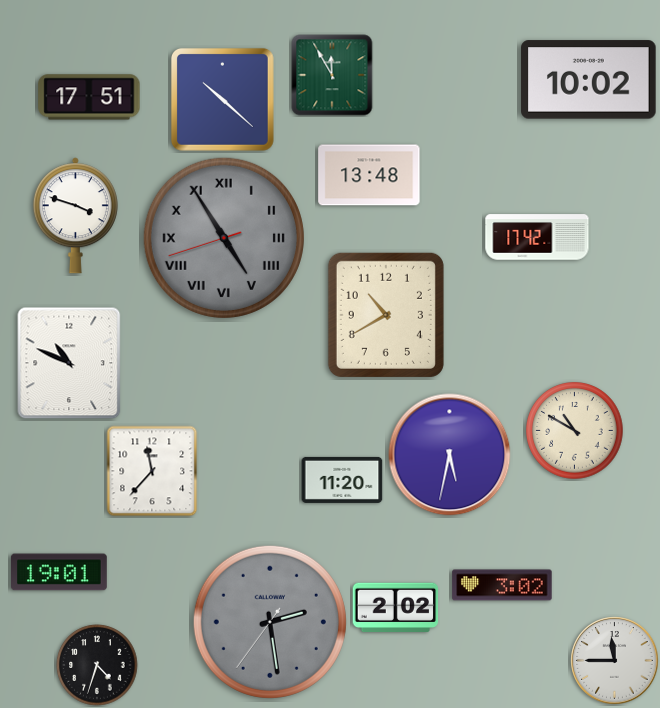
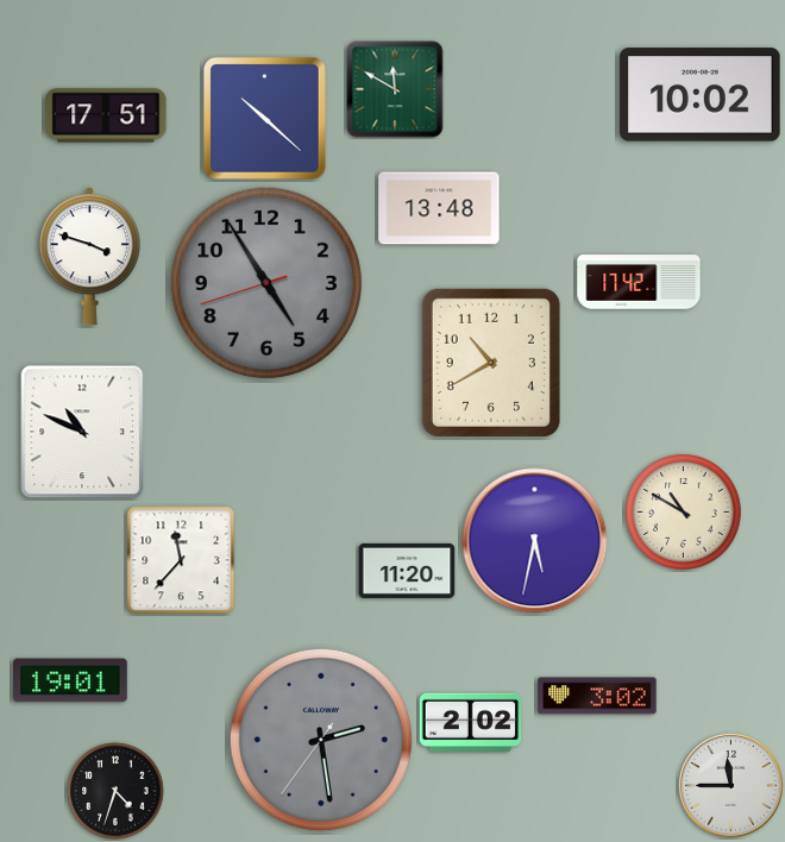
clock at (332, 75): 11:55 -> 11:50
clock at (224, 238) numerals: Roman -> Arabic
clock at (386, 315) position: (386, 315) -> (491, 363)
